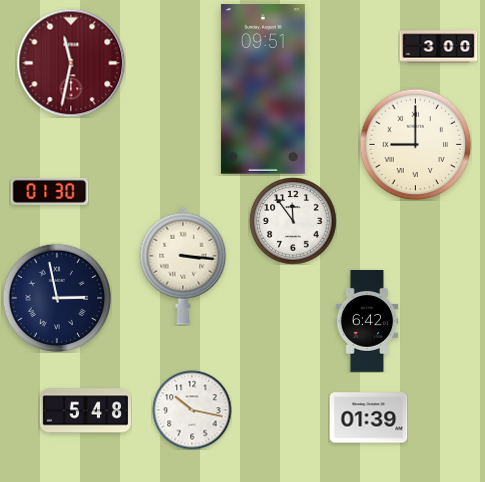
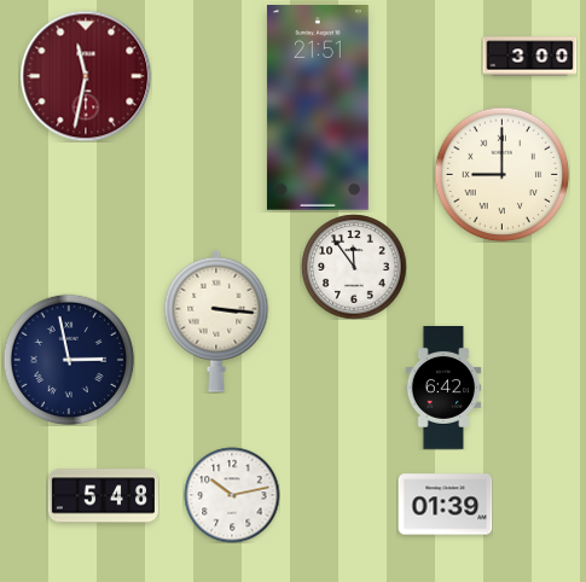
clock at (263, 89): 09:51 -> 21:51
clock at (49, 191): 01:30 -> none
clock at (183, 266) position: (183, 266) -> (216, 321)
clock at (192, 410): 10:17 -> 10:13
